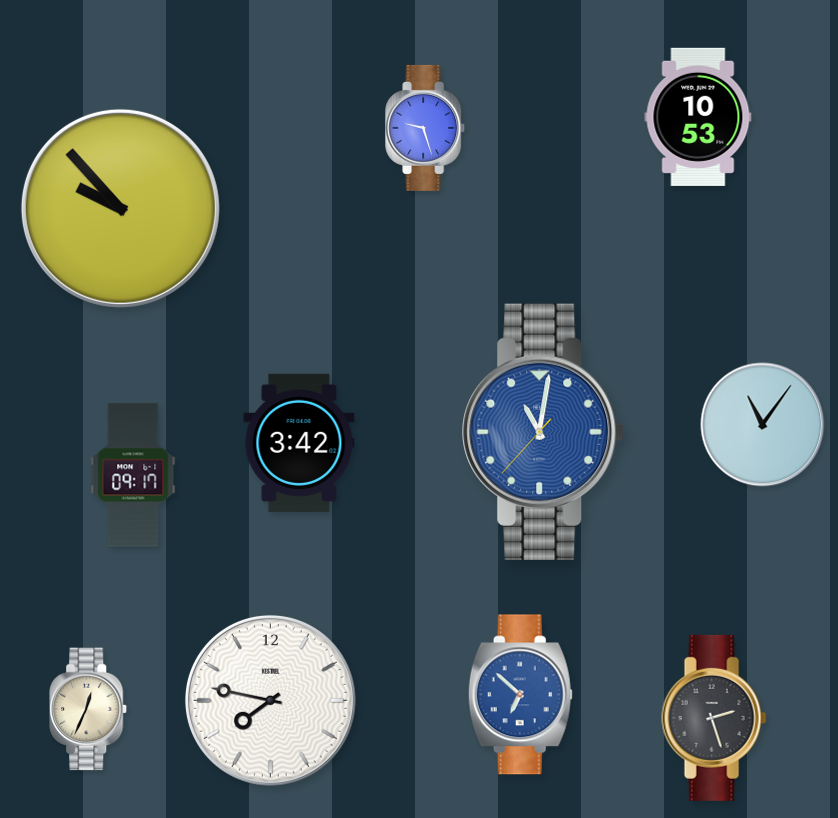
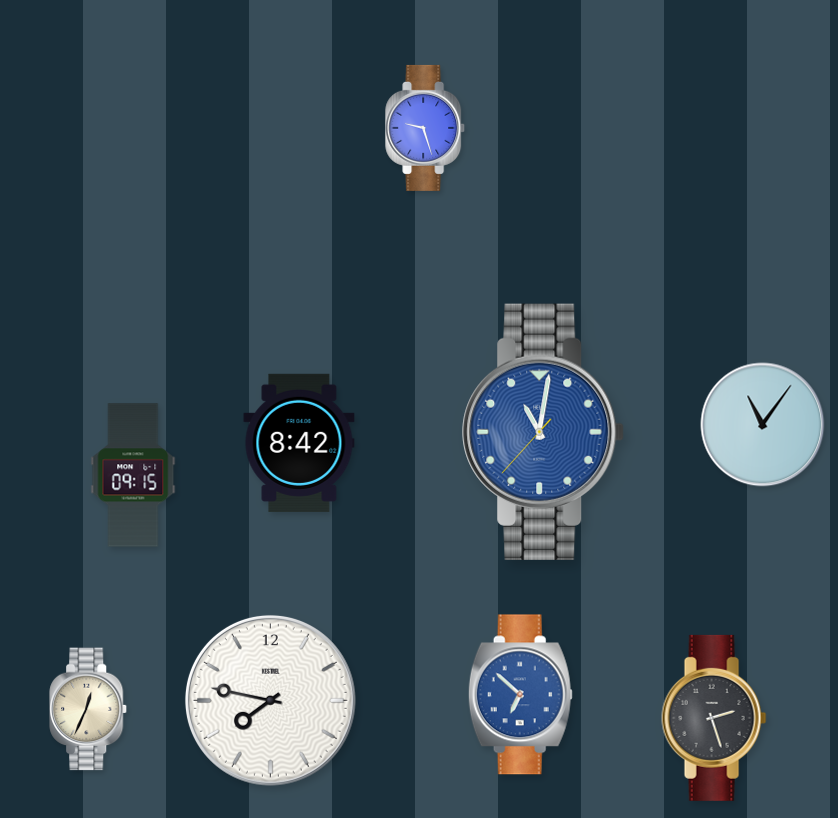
clock at (698, 117): 10:53 -> none
clock at (120, 208): 9:53 -> none
clock at (299, 443): 3:42 -> 8:42
clock at (133, 475): 09:17 -> 09:15
